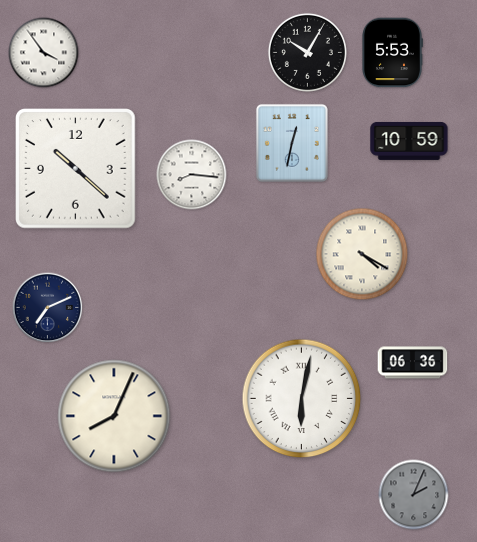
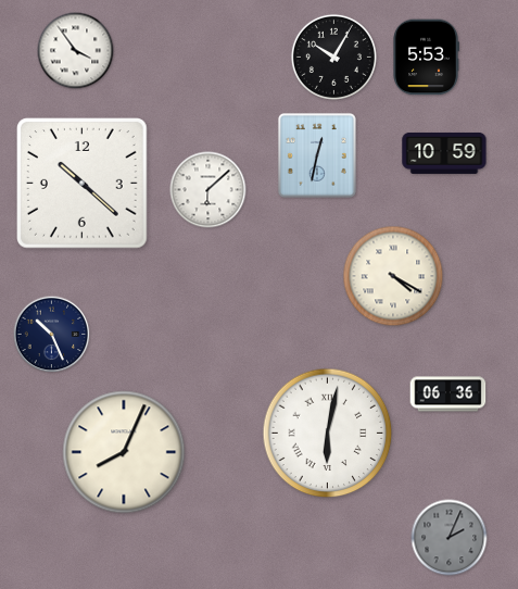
clock at (44, 53) position: (44, 53) -> (76, 51)
clock at (192, 175): 8:16 -> 6:08
clock at (48, 308): 7:11 -> 10:26
